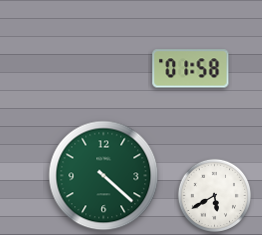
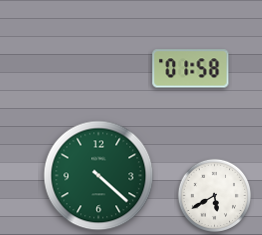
clock at (104, 176) position: (104, 176) -> (99, 176)
